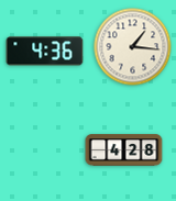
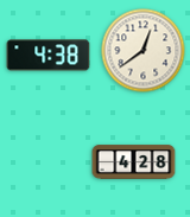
clock at (133, 47): 1:16 -> 12:39
clock at (45, 52): 4:36 -> 4:38
